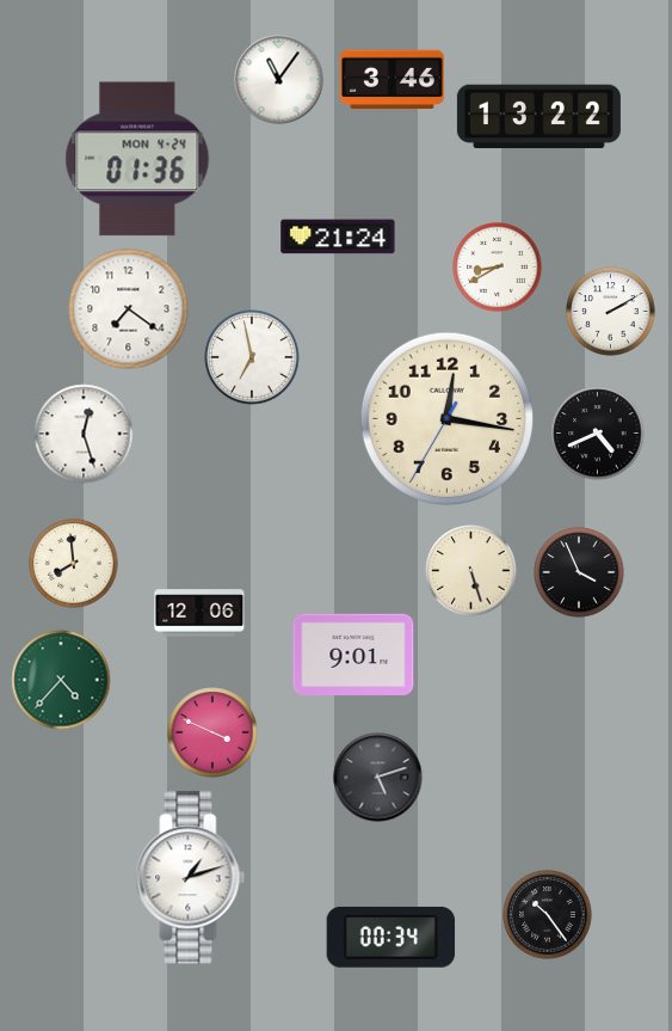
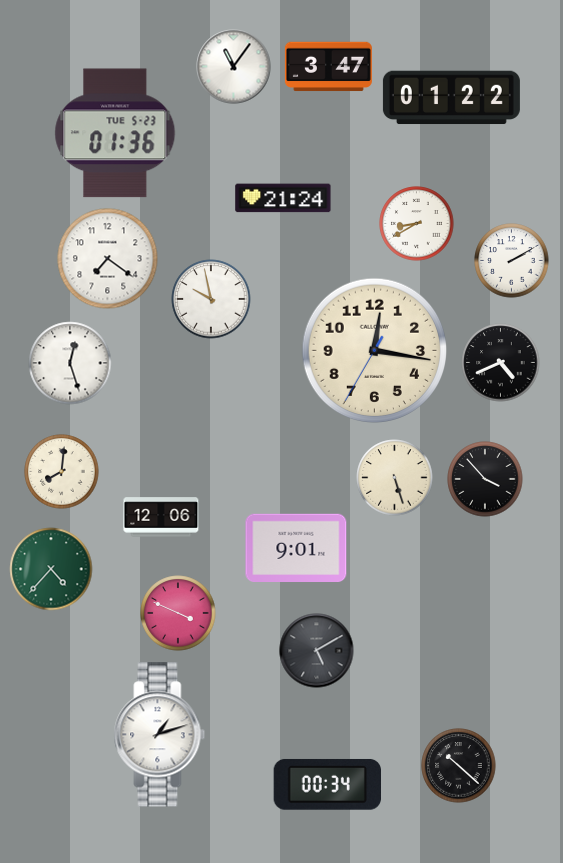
clock at (392, 80): 3:46 -> 3:47
clock at (538, 117): 13:22 -> 01:22
clock at (137, 159) date: MON 4-24 -> TUE 5-23
clock at (252, 357): 6:58 -> 9:58
clock at (74, 564): 7:59 -> 8:01
clock at (579, 572): 3:56 -> 3:53
clock at (199, 613) position: (199, 613) -> (161, 517)
clock at (378, 778): 5:12 -> 5:10
clock at (548, 915): 10:24 -> 10:22
